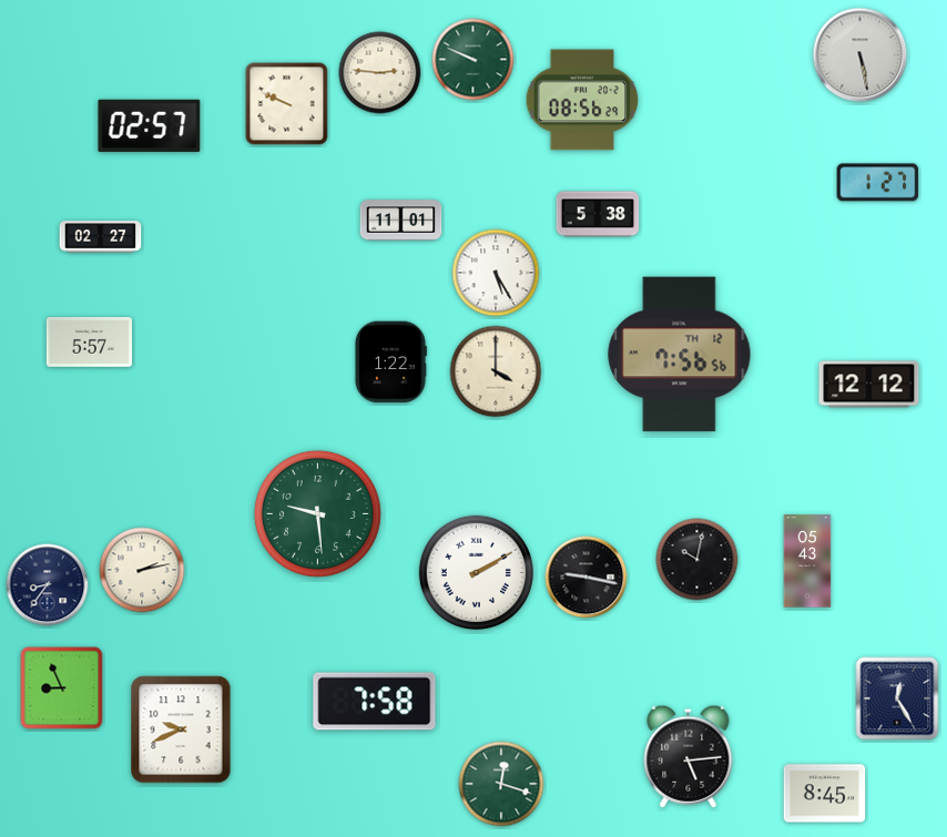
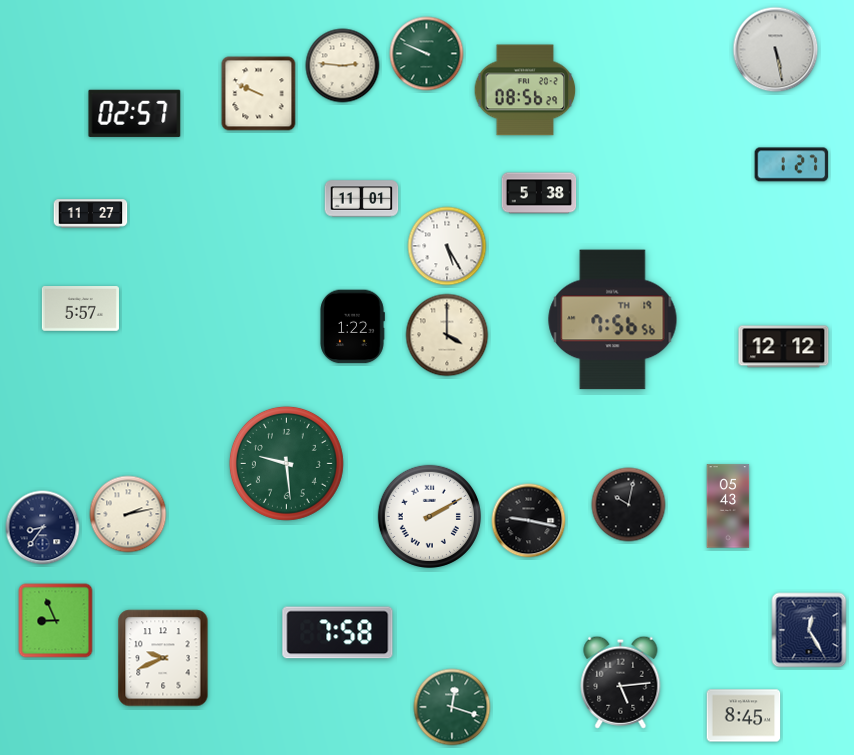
clock at (101, 237): 02:27 -> 11:27
clock at (680, 355) date: TH 12 -> TH 19
